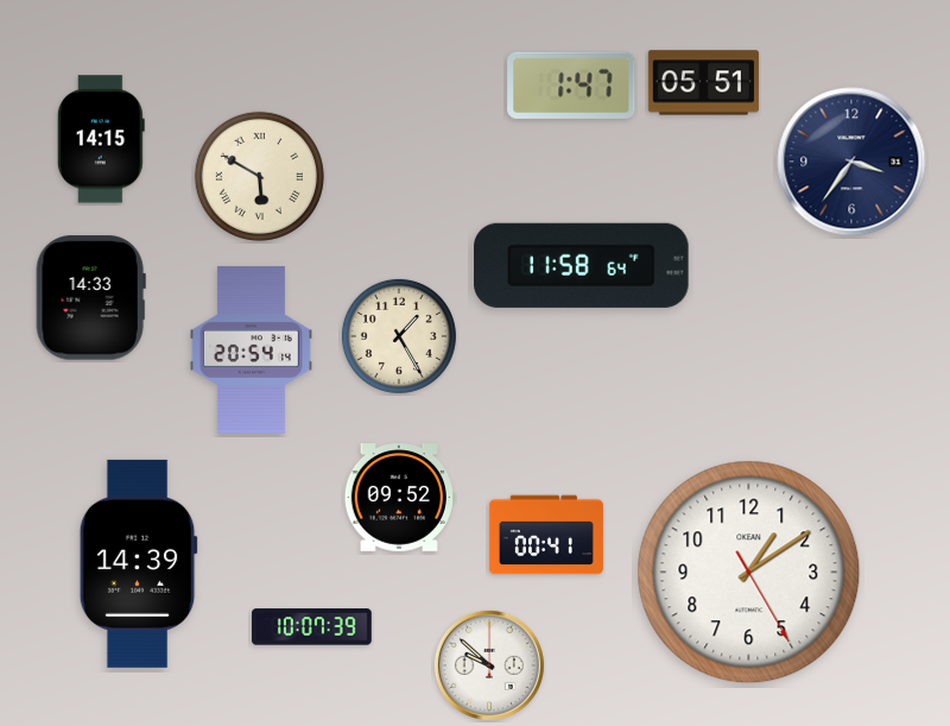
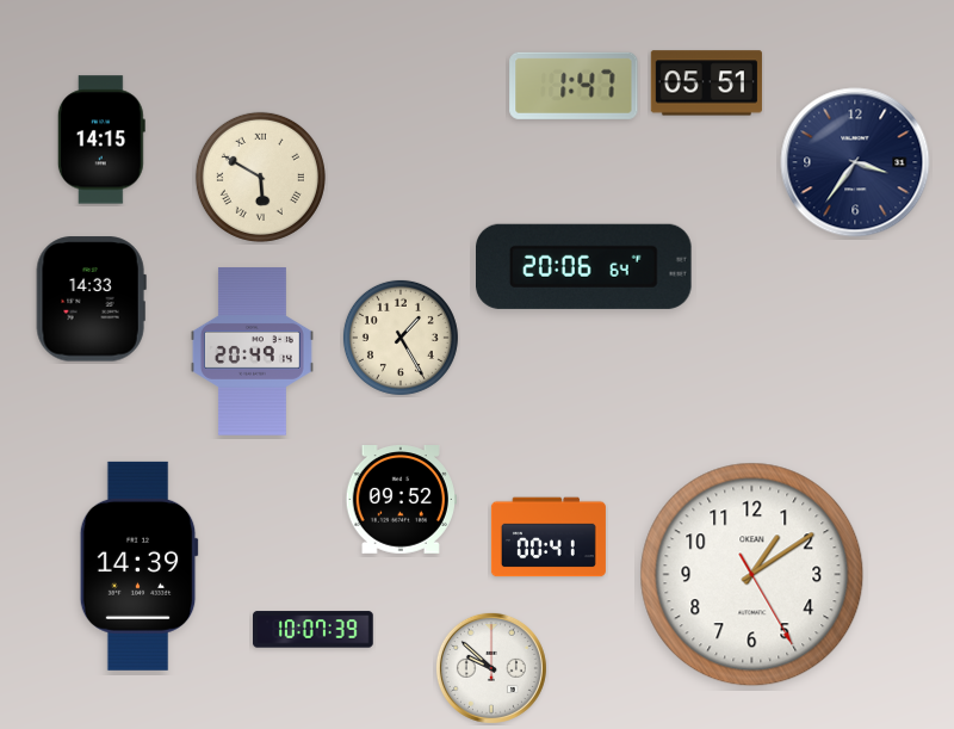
clock at (582, 265): 11:58 -> 20:06
clock at (251, 351): 20:54 -> 20:49
